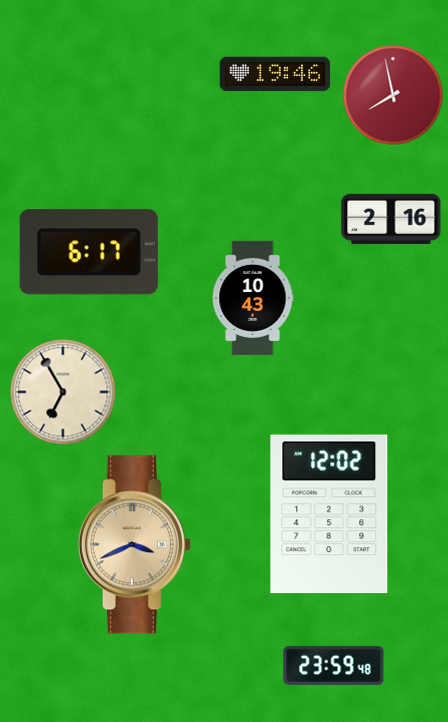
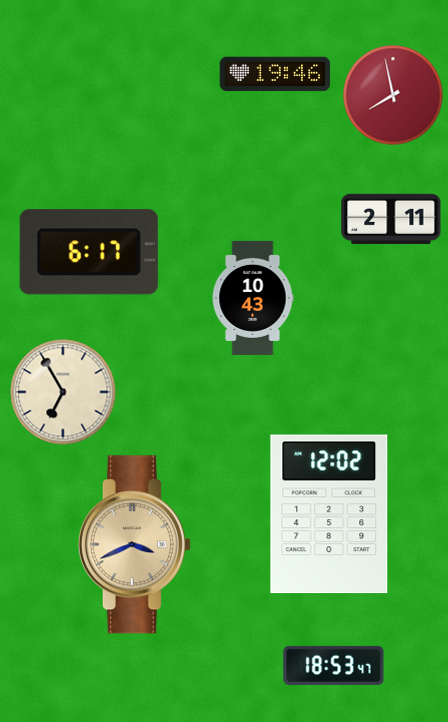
clock at (391, 219): 2:16 -> 2:11
clock at (334, 665): 23:59 -> 18:53
